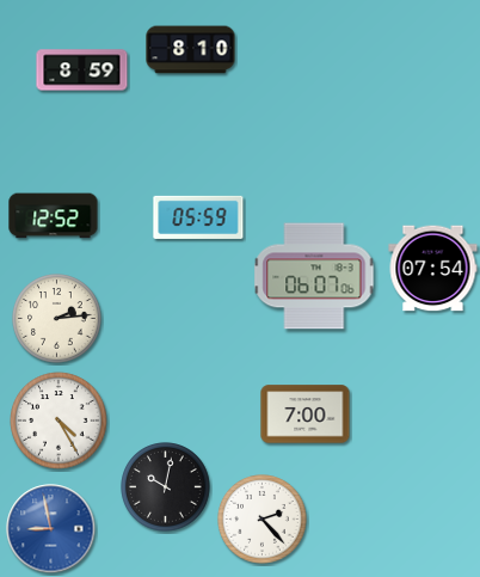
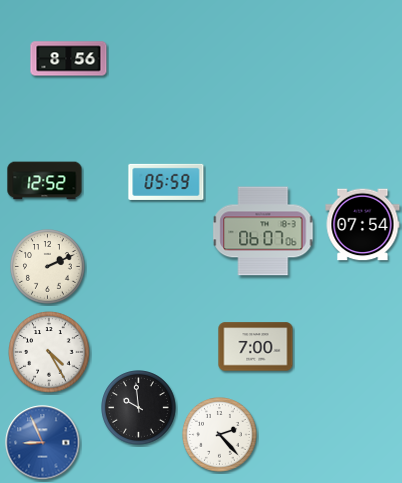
clock at (191, 50): 8:10 -> none
clock at (82, 70): 8:59 -> 8:56
clock at (57, 319): 2:14 -> 2:11
clock at (166, 487): 10:02 -> 9:59
clock at (51, 529): 8:58 -> 8:56
